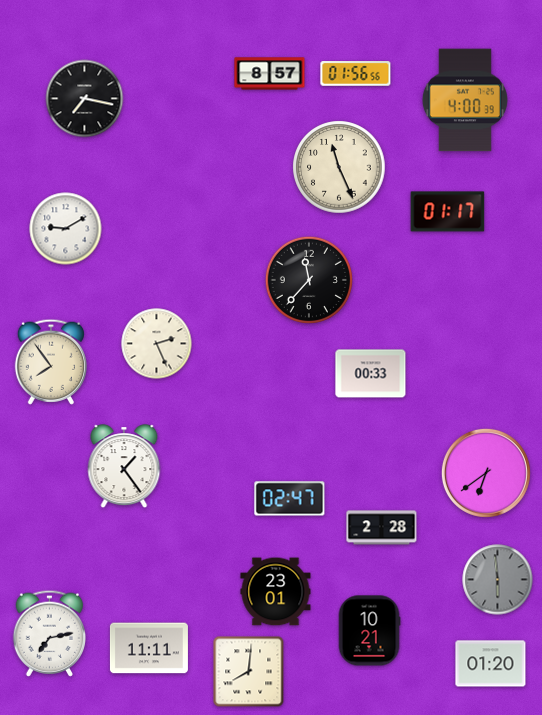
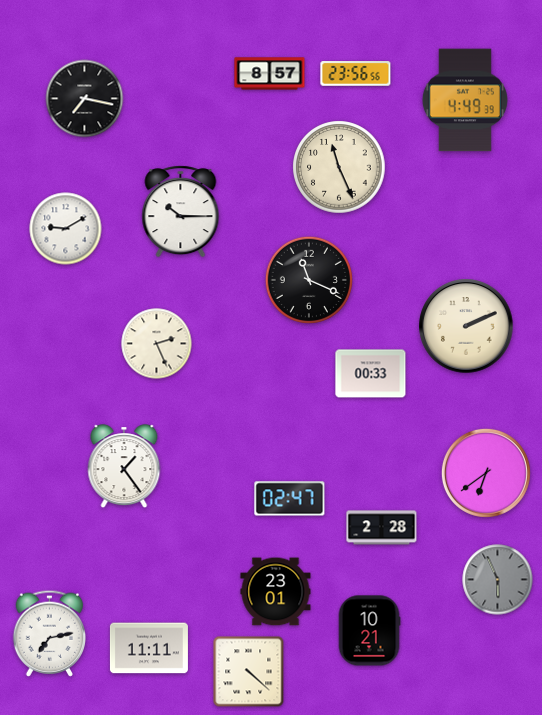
clock at (356, 74): 01:56 -> 23:56
clock at (465, 100): 4:00 -> 4:49
clock at (181, 212): none -> 10:15
clock at (448, 212): 01:17 -> none
clock at (309, 280): 11:37 -> 11:19
clock at (466, 326): none -> 2:11
clock at (51, 362): 7:54 -> none
clock at (498, 580): 5:59 -> 5:56
clock at (491, 664): 01:20 -> none
clock at (249, 672): 8:01 -> 4:22
